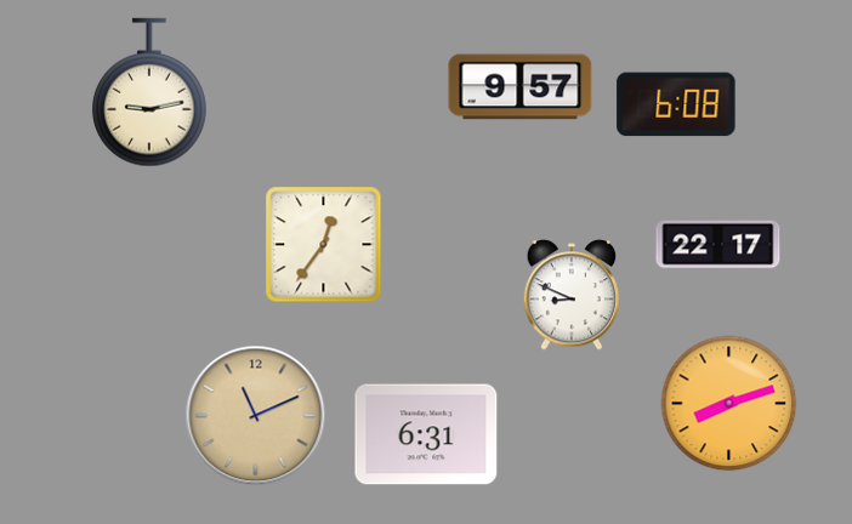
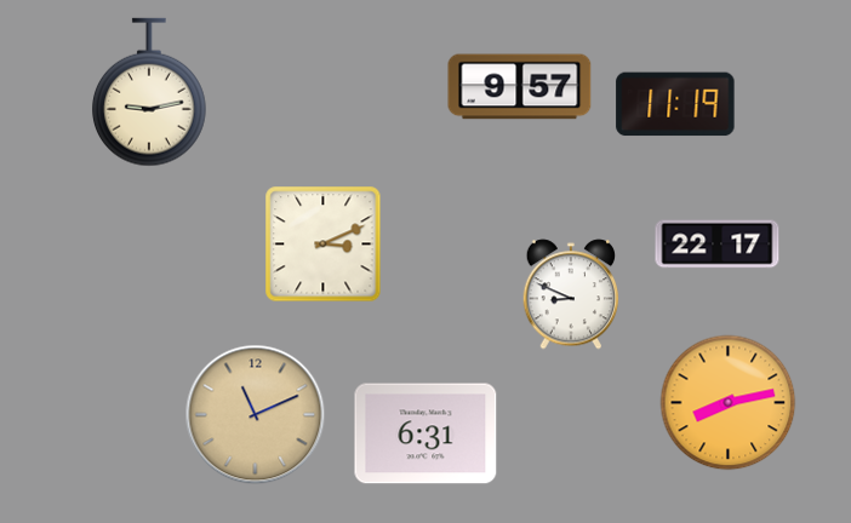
clock at (676, 104): 6:08 -> 11:19
clock at (324, 245): 12:36 -> 3:11
clock at (729, 404): 8:12 -> 8:13
